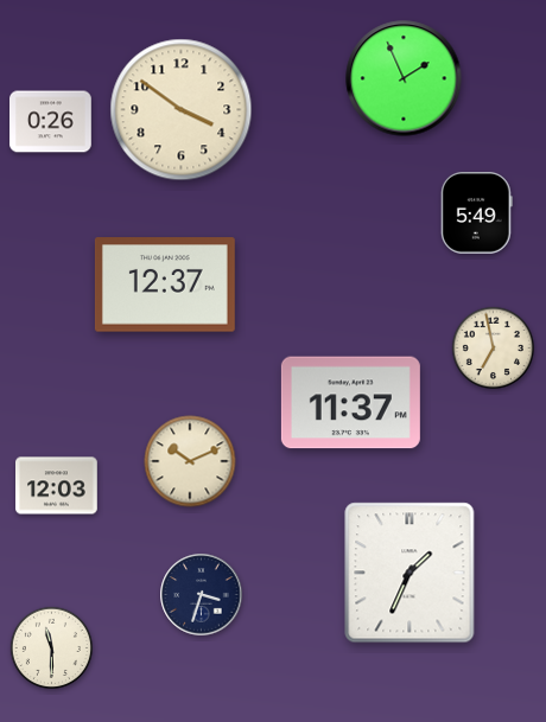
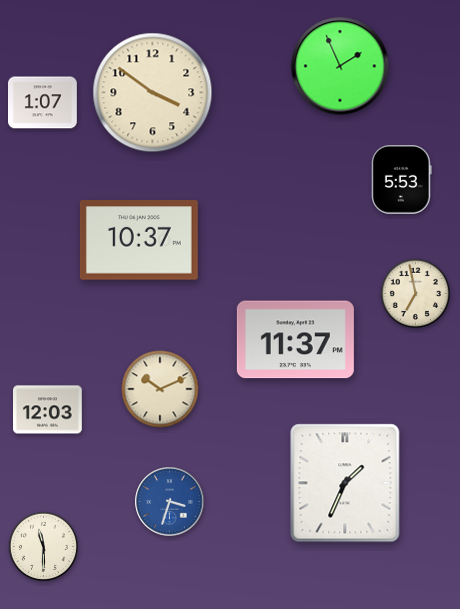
clock at (51, 122): 0:26 -> 1:07
clock at (477, 213): 5:49 -> 5:53
clock at (165, 285): 12:37 -> 10:37
clock at (202, 595) dial: navy -> blue
